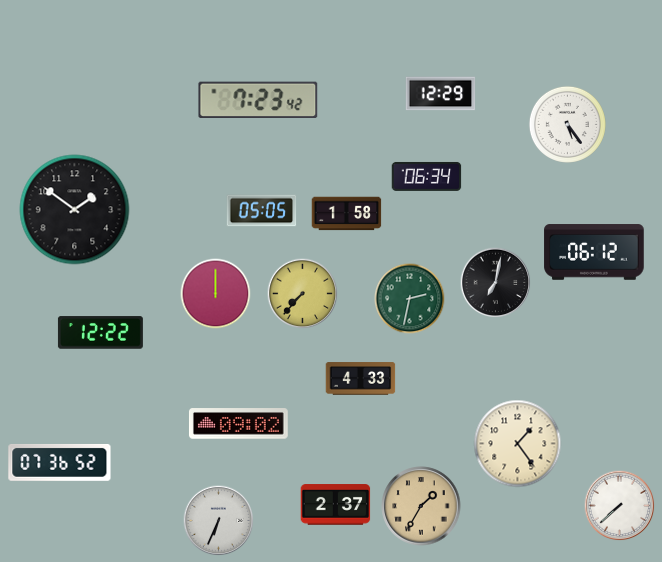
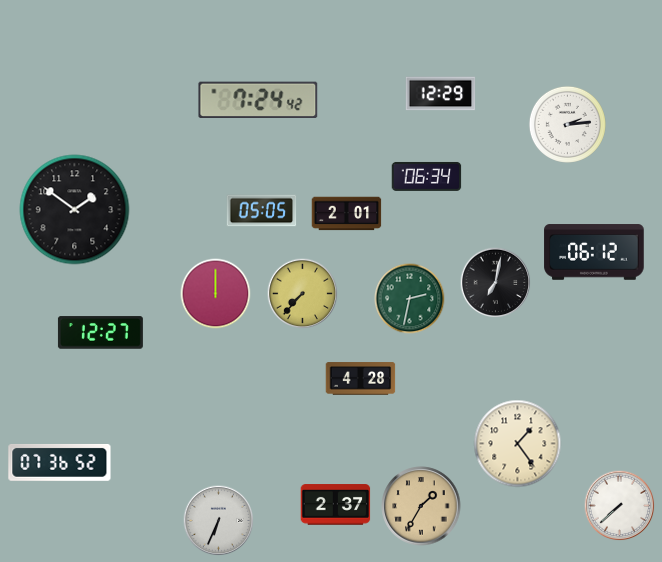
clock at (258, 99): 7:23 -> 7:24
clock at (567, 124): 5:24 -> 2:14
clock at (347, 214): 1:58 -> 2:01
clock at (100, 333): 12:22 -> 12:27
clock at (361, 379): 4:33 -> 4:28
clock at (239, 424): 09:02 -> none
